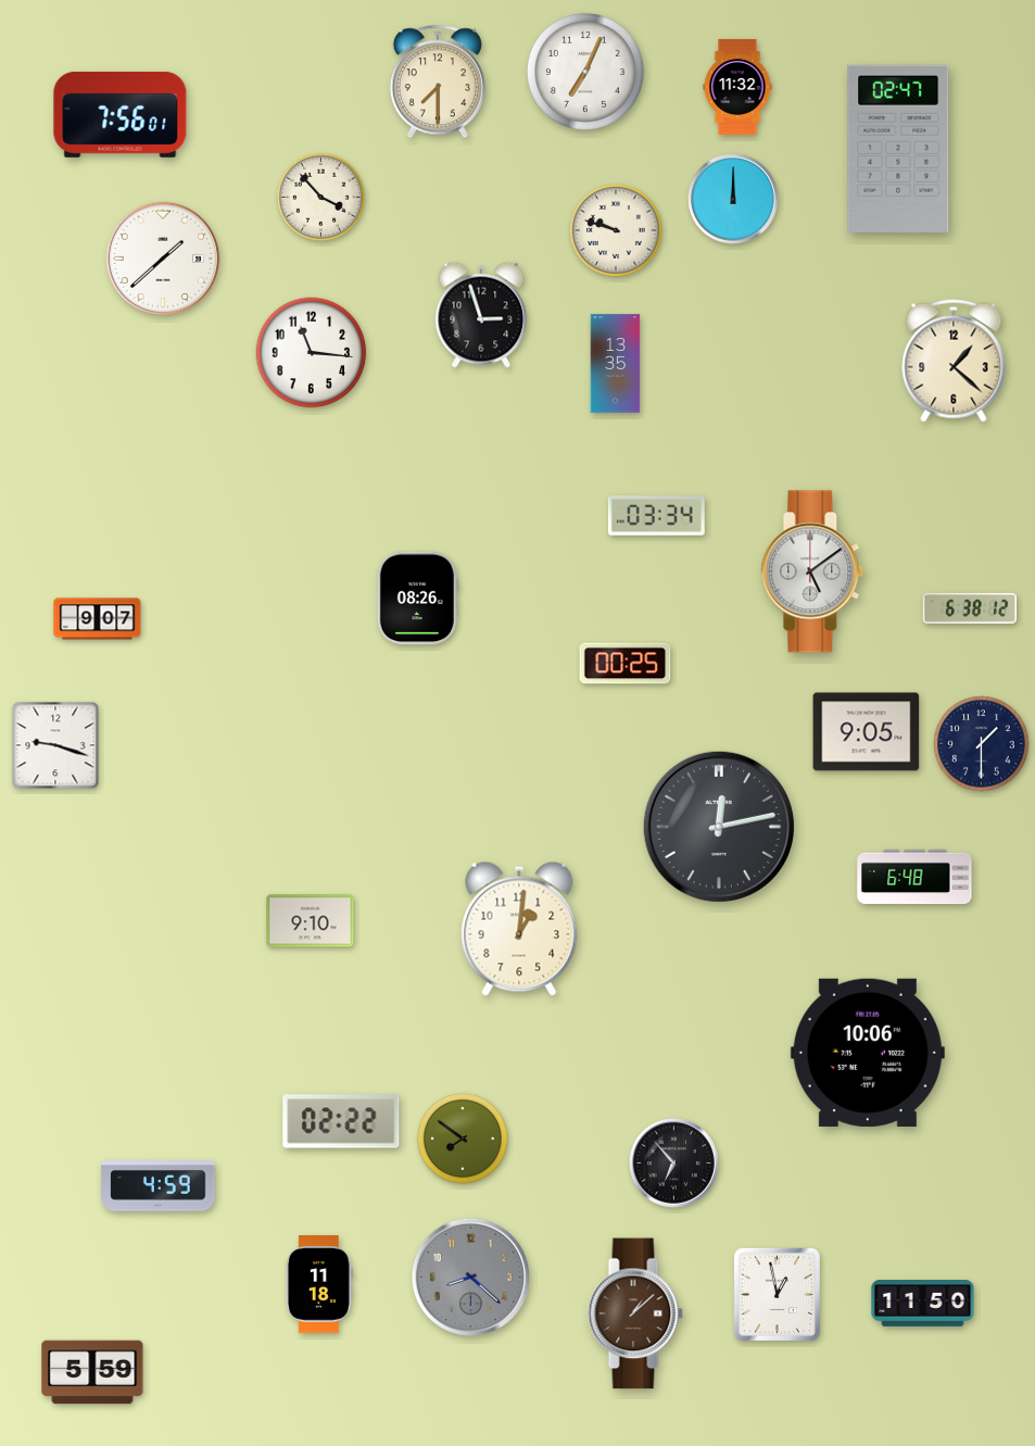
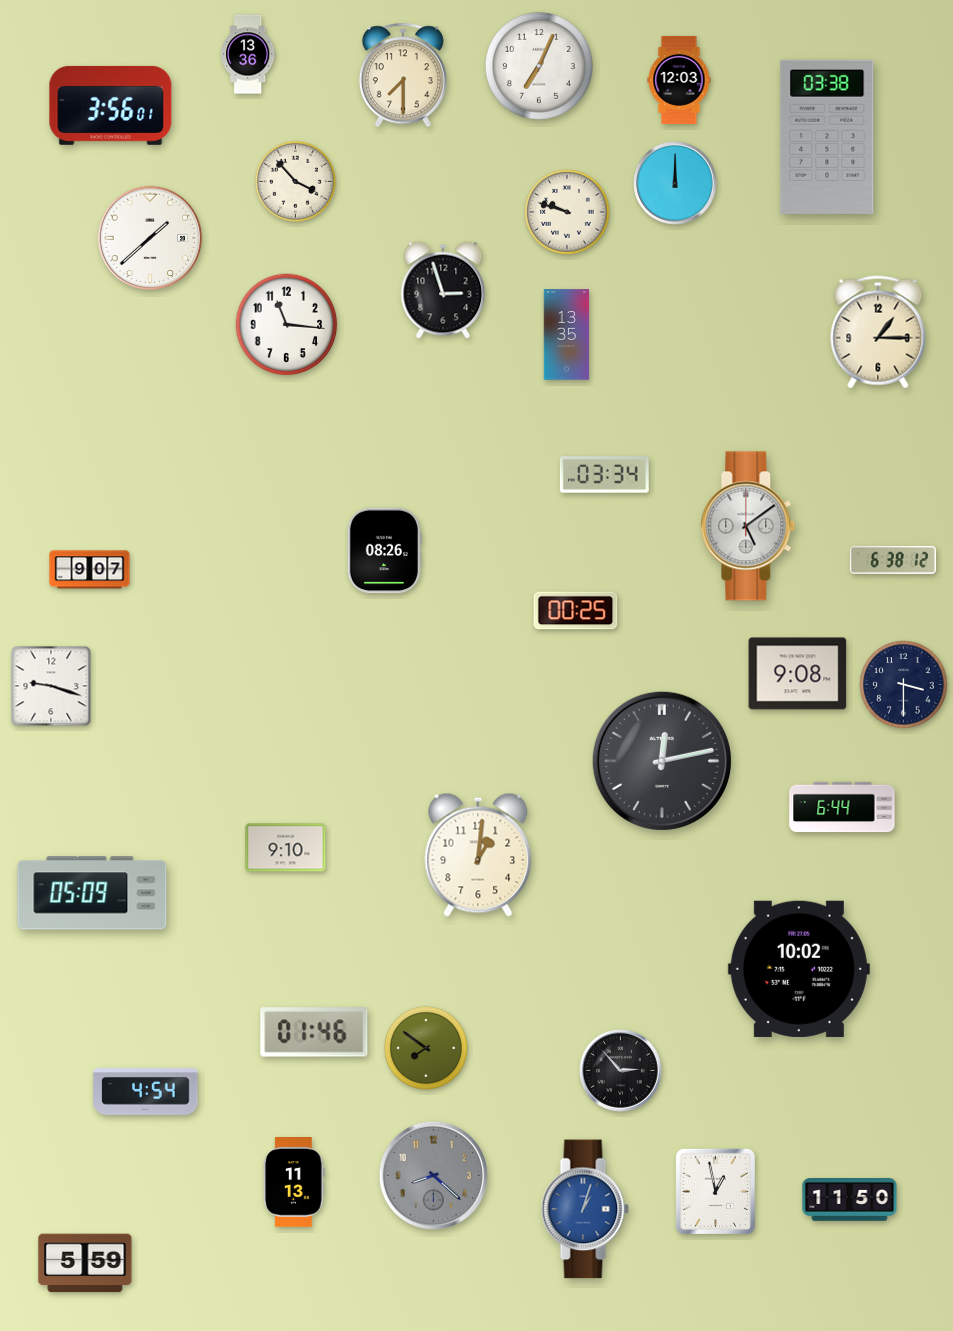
clock at (248, 54): none -> 13:36
clock at (737, 87): 11:32 -> 12:03
clock at (121, 114): 7:56 -> 3:56
clock at (898, 149): 02:47 -> 03:38
clock at (954, 361): 1:22 -> 1:15
clock at (867, 732): 9:05 -> 9:08
clock at (982, 744): 1:30 -> 3:30
clock at (914, 877): 6:48 -> 6:44
clock at (92, 893): none -> 05:09
clock at (868, 1053): 10:06 -> 10:02
clock at (341, 1121): 02:22 -> 01:46
clock at (674, 1164): 6:53 -> 2:53
clock at (159, 1186): 4:59 -> 4:54
clock at (319, 1284): 11:18 -> 11:13
clock at (635, 1313): 1:08 -> 1:03
clock at (635, 1313) dial: brown -> blue
